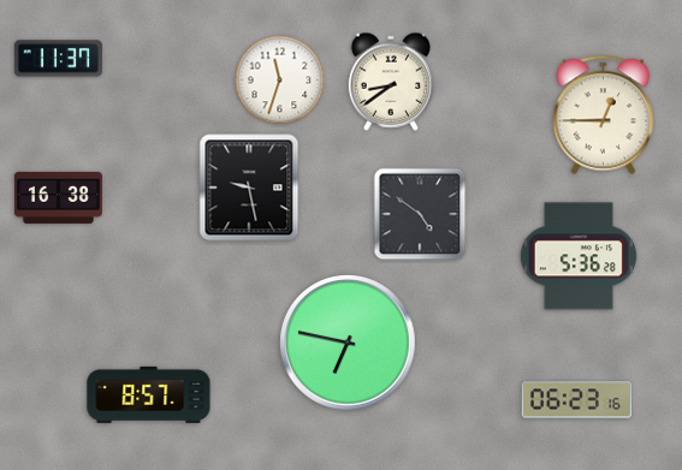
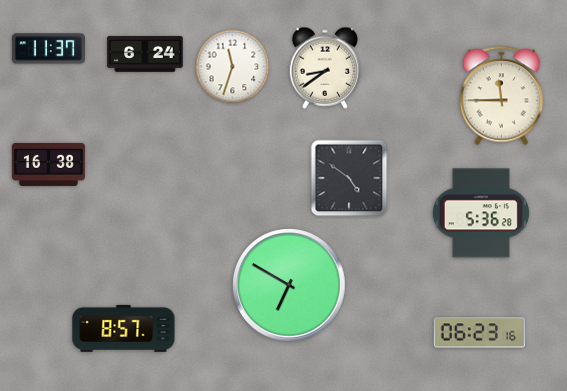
clock at (145, 54): none -> 6:24
clock at (604, 115): 12:45 -> 11:45
clock at (249, 188): 9:28 -> none
clock at (349, 344): 6:47 -> 6:50
